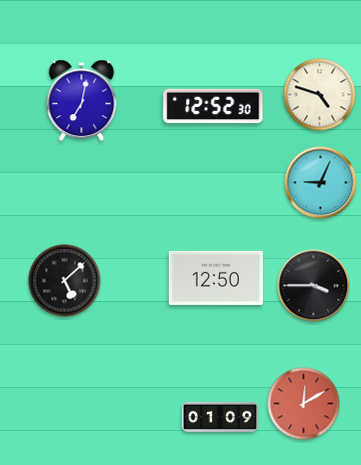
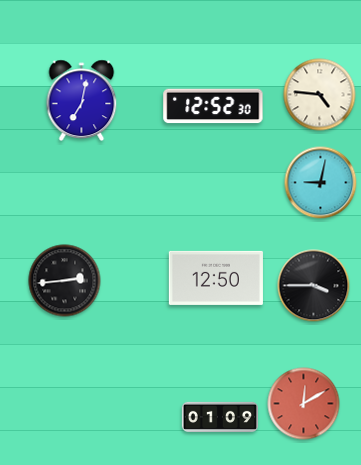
clock at (320, 95): 4:48 -> 4:46
clock at (321, 183): 9:04 -> 9:02
clock at (65, 281): 5:08 -> 2:44
